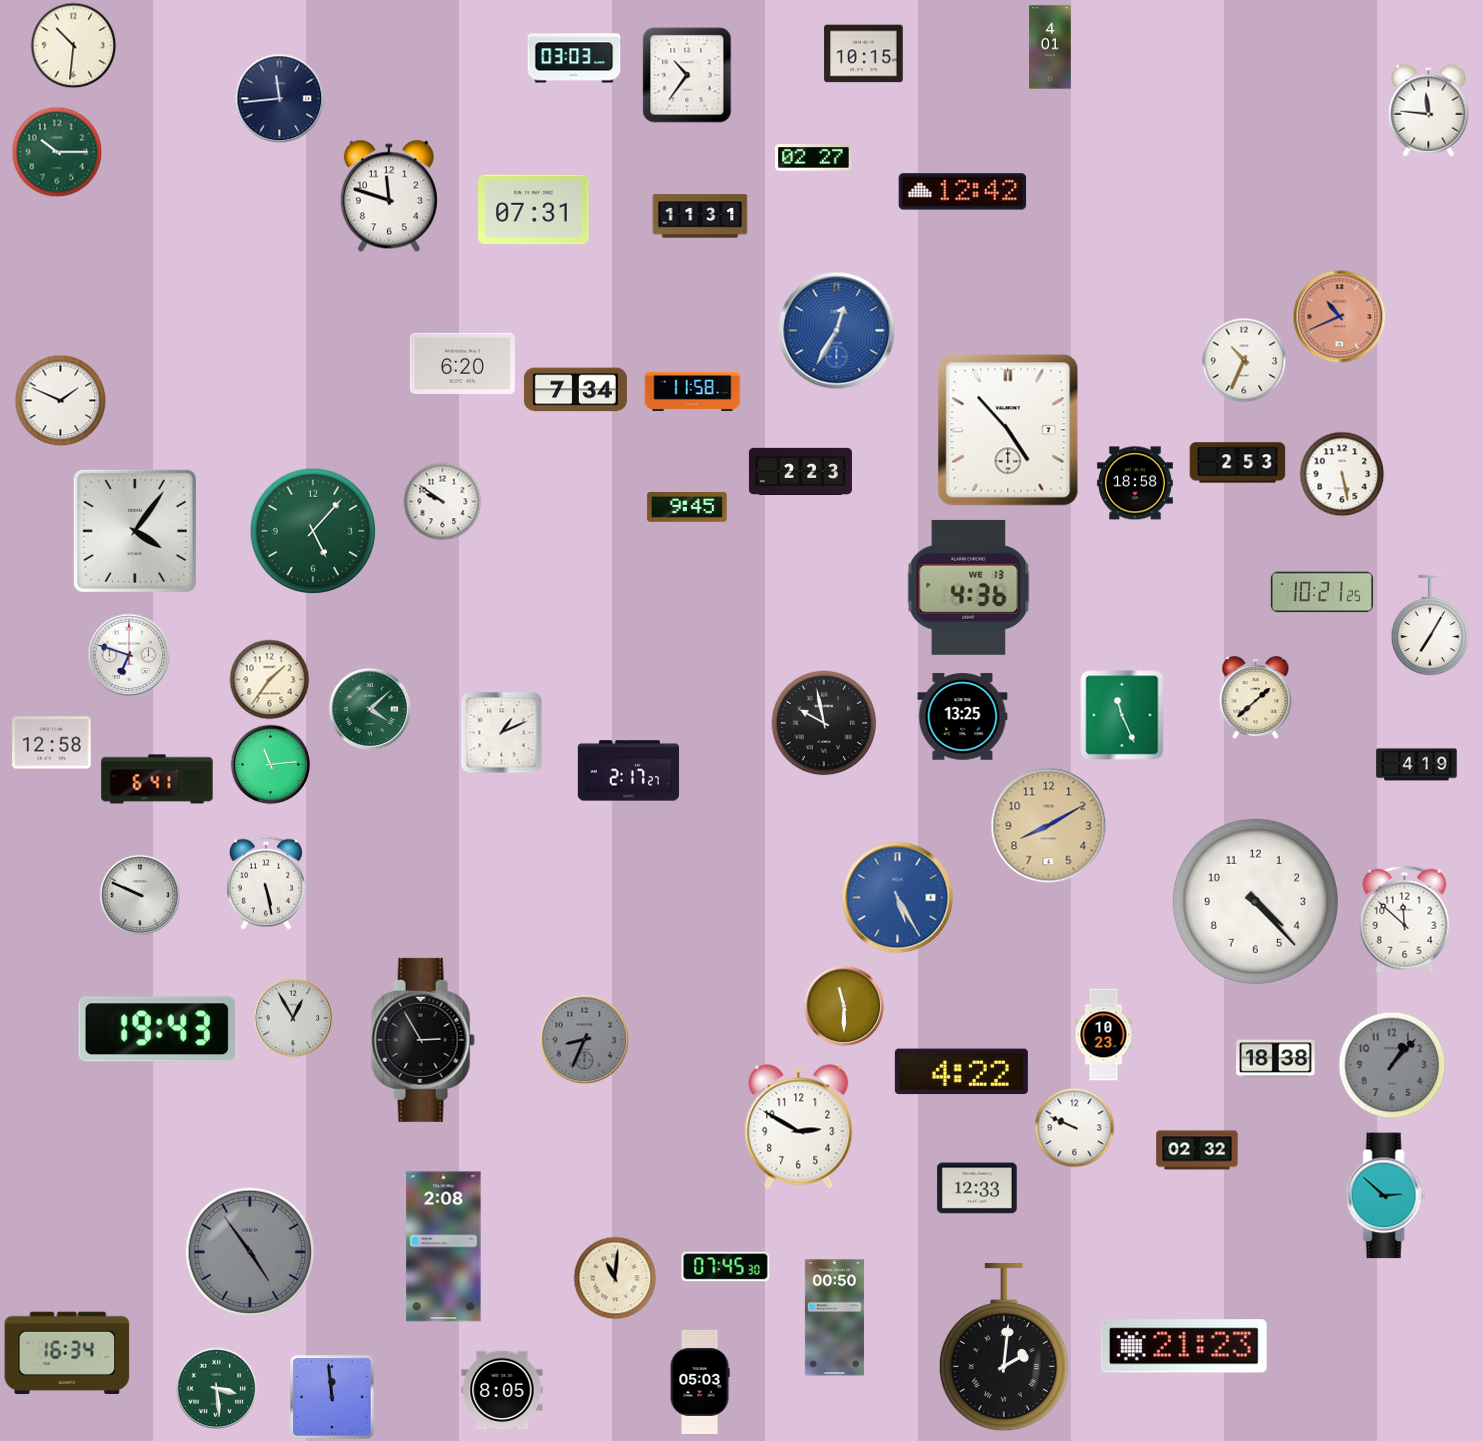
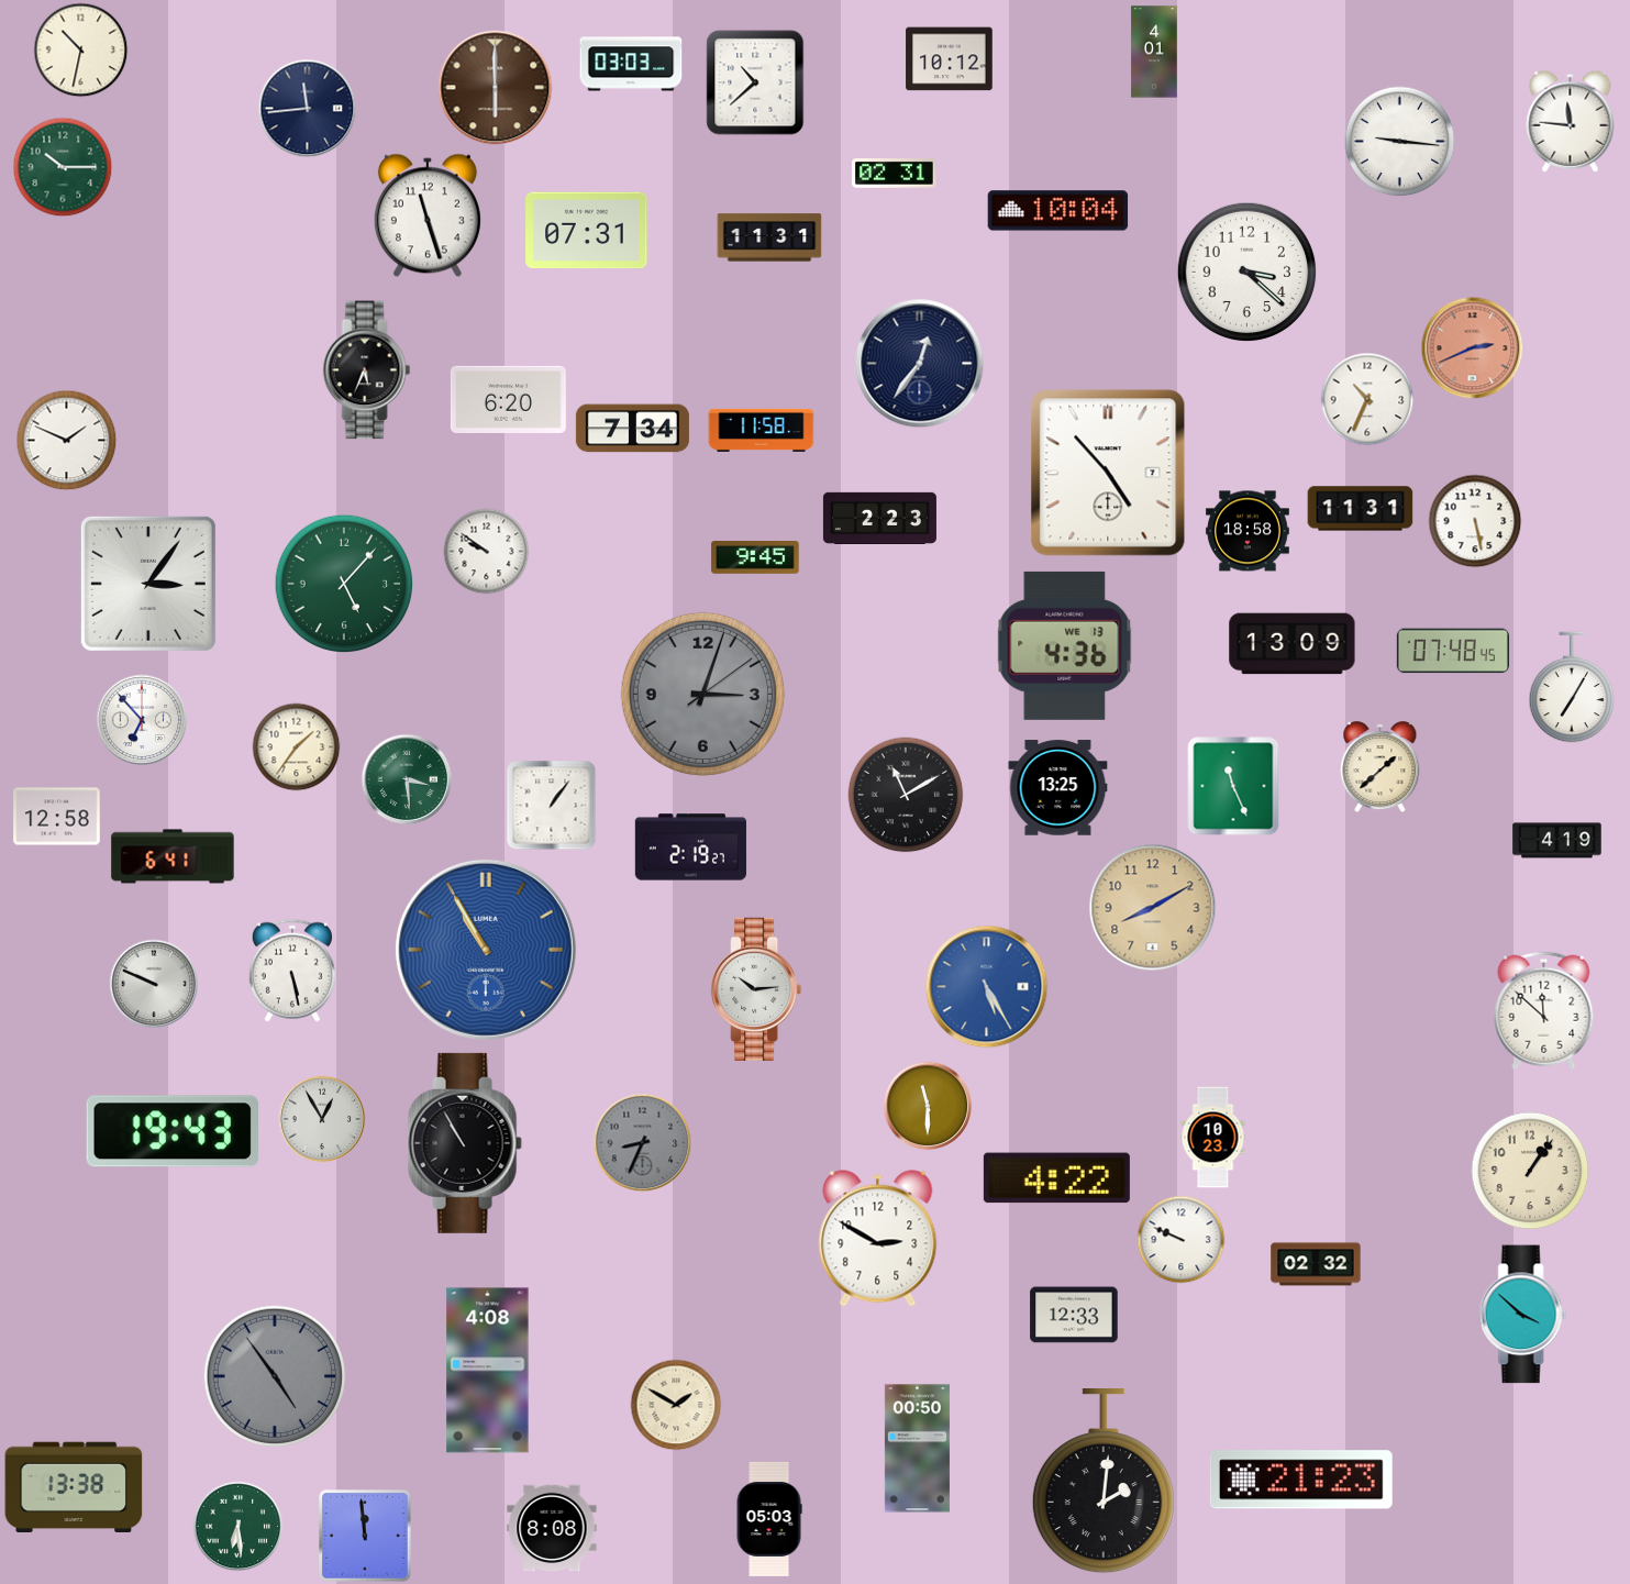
clock at (74, 46): 10:31 -> 10:32
clock at (864, 54): 10:15 -> 10:12
clock at (687, 75): 10:36 -> 10:38
clock at (496, 88): none -> 6:00
clock at (1400, 142): none -> 9:16
clock at (814, 158): 02:27 -> 02:31
clock at (963, 192): 12:42 -> 10:04
clock at (389, 196): 11:48 -> 11:27
clock at (1248, 273): none -> 3:22
clock at (1340, 317): 10:41 -> 2:41
clock at (837, 331): 12:35 -> 12:36
clock at (837, 331) dial: blue -> navy
clock at (367, 370): none -> 5:34
clock at (1244, 360) position: (1244, 360) -> (1367, 399)
clock at (1238, 463): 2:53 -> 11:31
clock at (135, 531): 4:06 -> 3:06
clock at (1293, 644): none -> 13:09
clock at (1322, 592): 10:21 -> 07:48
clock at (702, 694): none -> 3:03
clock at (129, 655): 6:48 -> 6:53
clock at (370, 709): 4:08 -> 3:29
clock at (824, 723): 9:58 -> 11:10
clock at (502, 733): 1:11 -> 1:06
clock at (271, 765): 11:14 -> none
clock at (628, 771): 2:17 -> 2:19
clock at (486, 950): none -> 10:55
clock at (756, 989): none -> 10:14
clock at (1255, 901): 4:23 -> none
clock at (423, 1040): 2:55 -> 10:55
clock at (1276, 1059): 18:38 -> none
clock at (1392, 1065): 1:07 -> 1:06
clock at (1392, 1065) dial: grey -> cream
clock at (977, 1188) position: (977, 1188) -> (1074, 1315)
clock at (1386, 1196): 2:52 -> 3:52
clock at (444, 1247): 2:08 -> 4:08
clock at (726, 1267): 07:45 -> none
clock at (615, 1278): 11:01 -> 1:50
clock at (67, 1352): 16:34 -> 13:38
clock at (217, 1389): 3:29 -> 6:29
clock at (502, 1390): 8:05 -> 8:08
